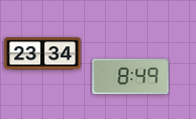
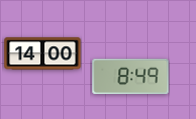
clock at (43, 54): 23:34 -> 14:00
